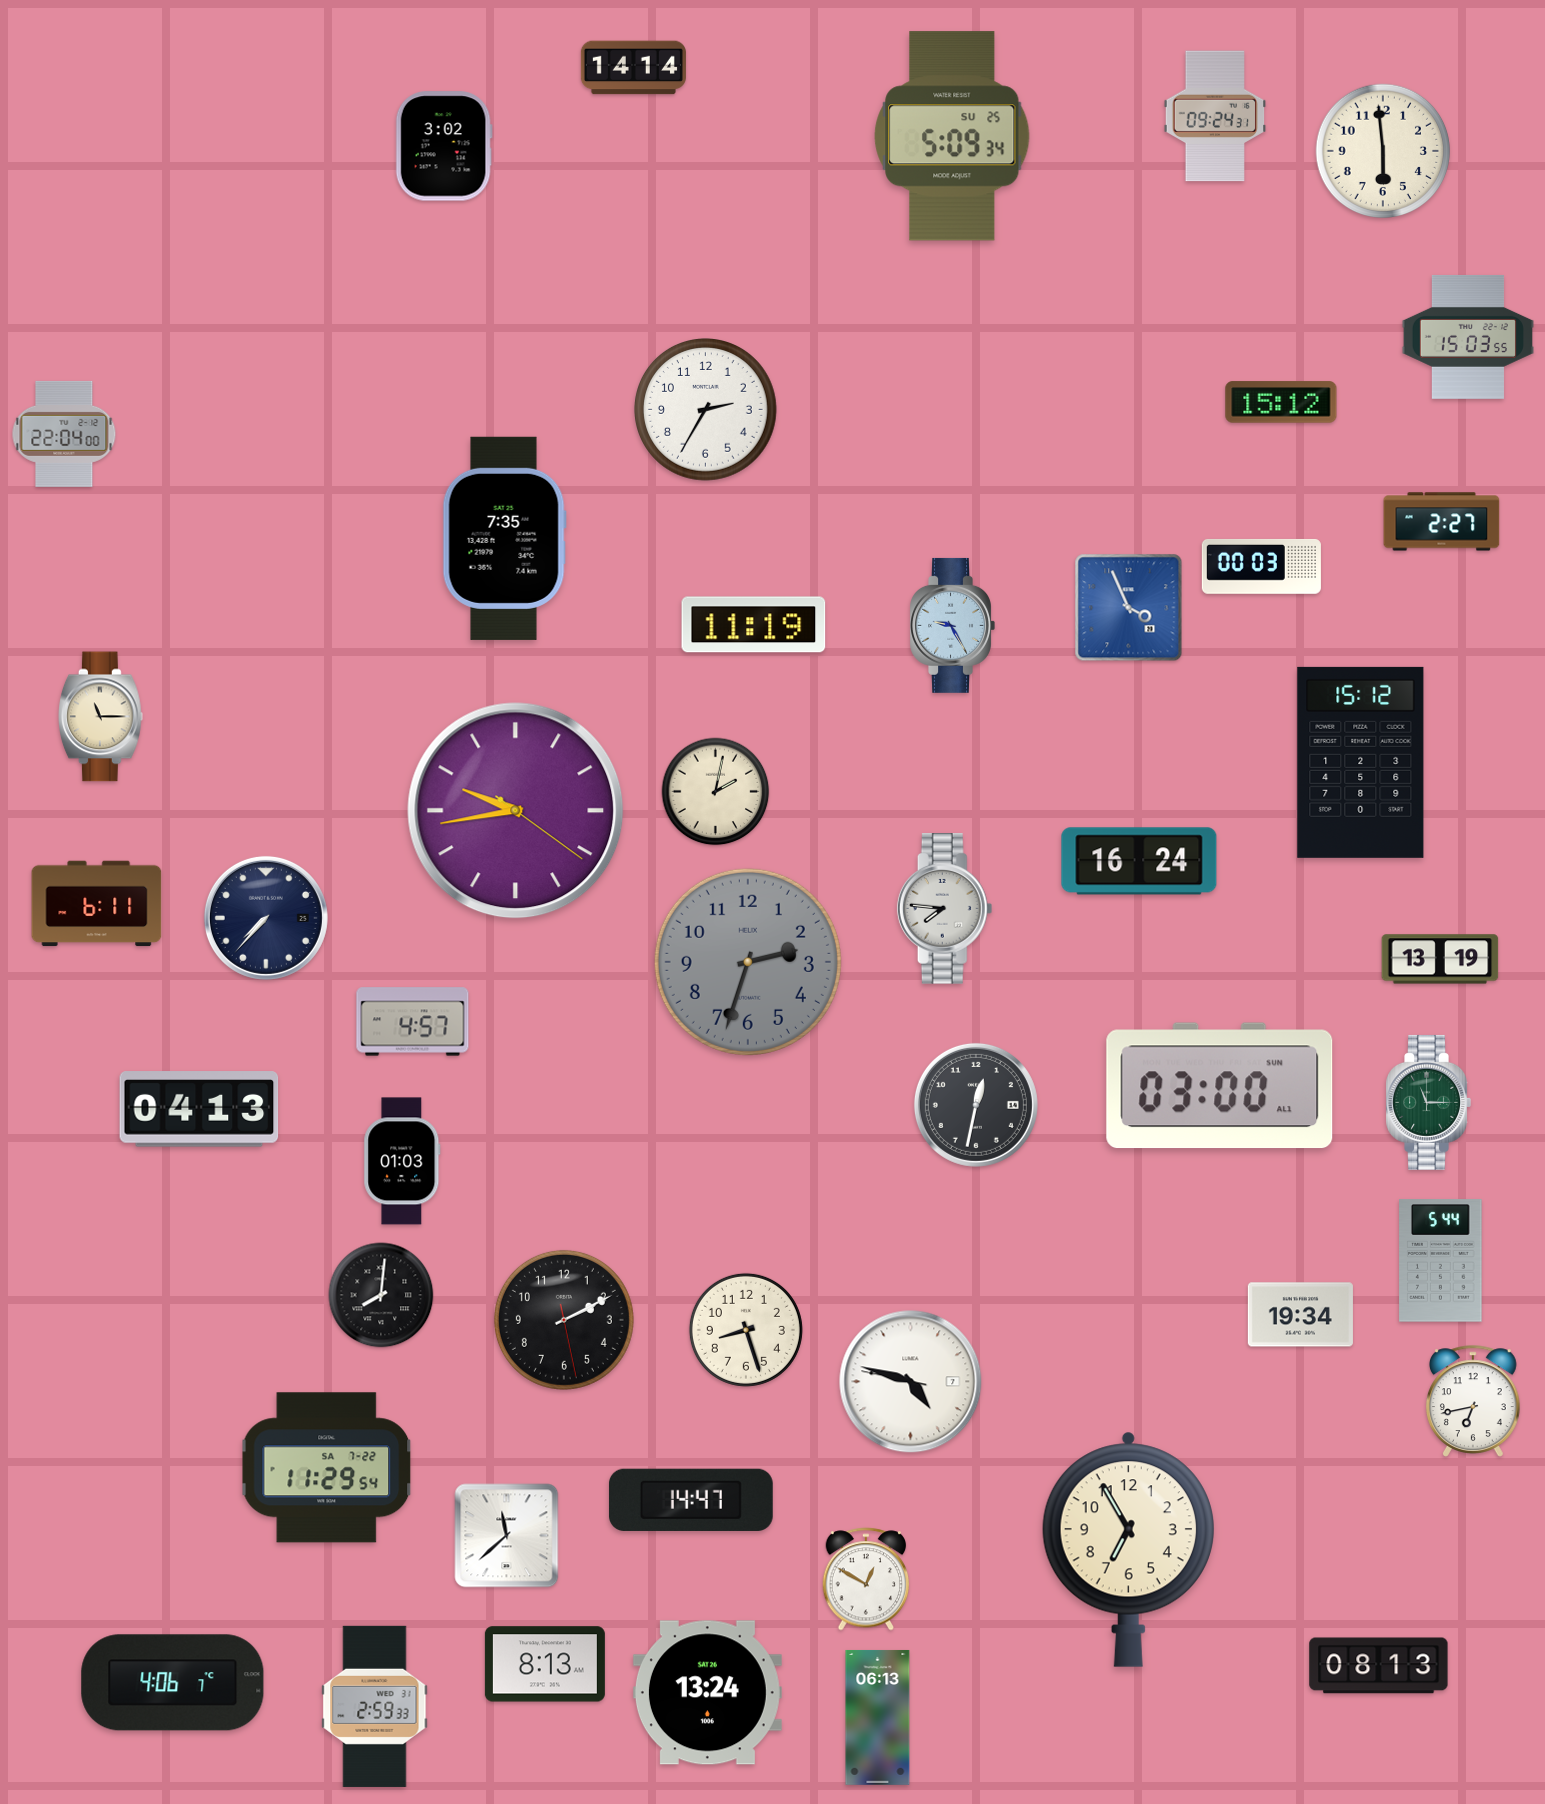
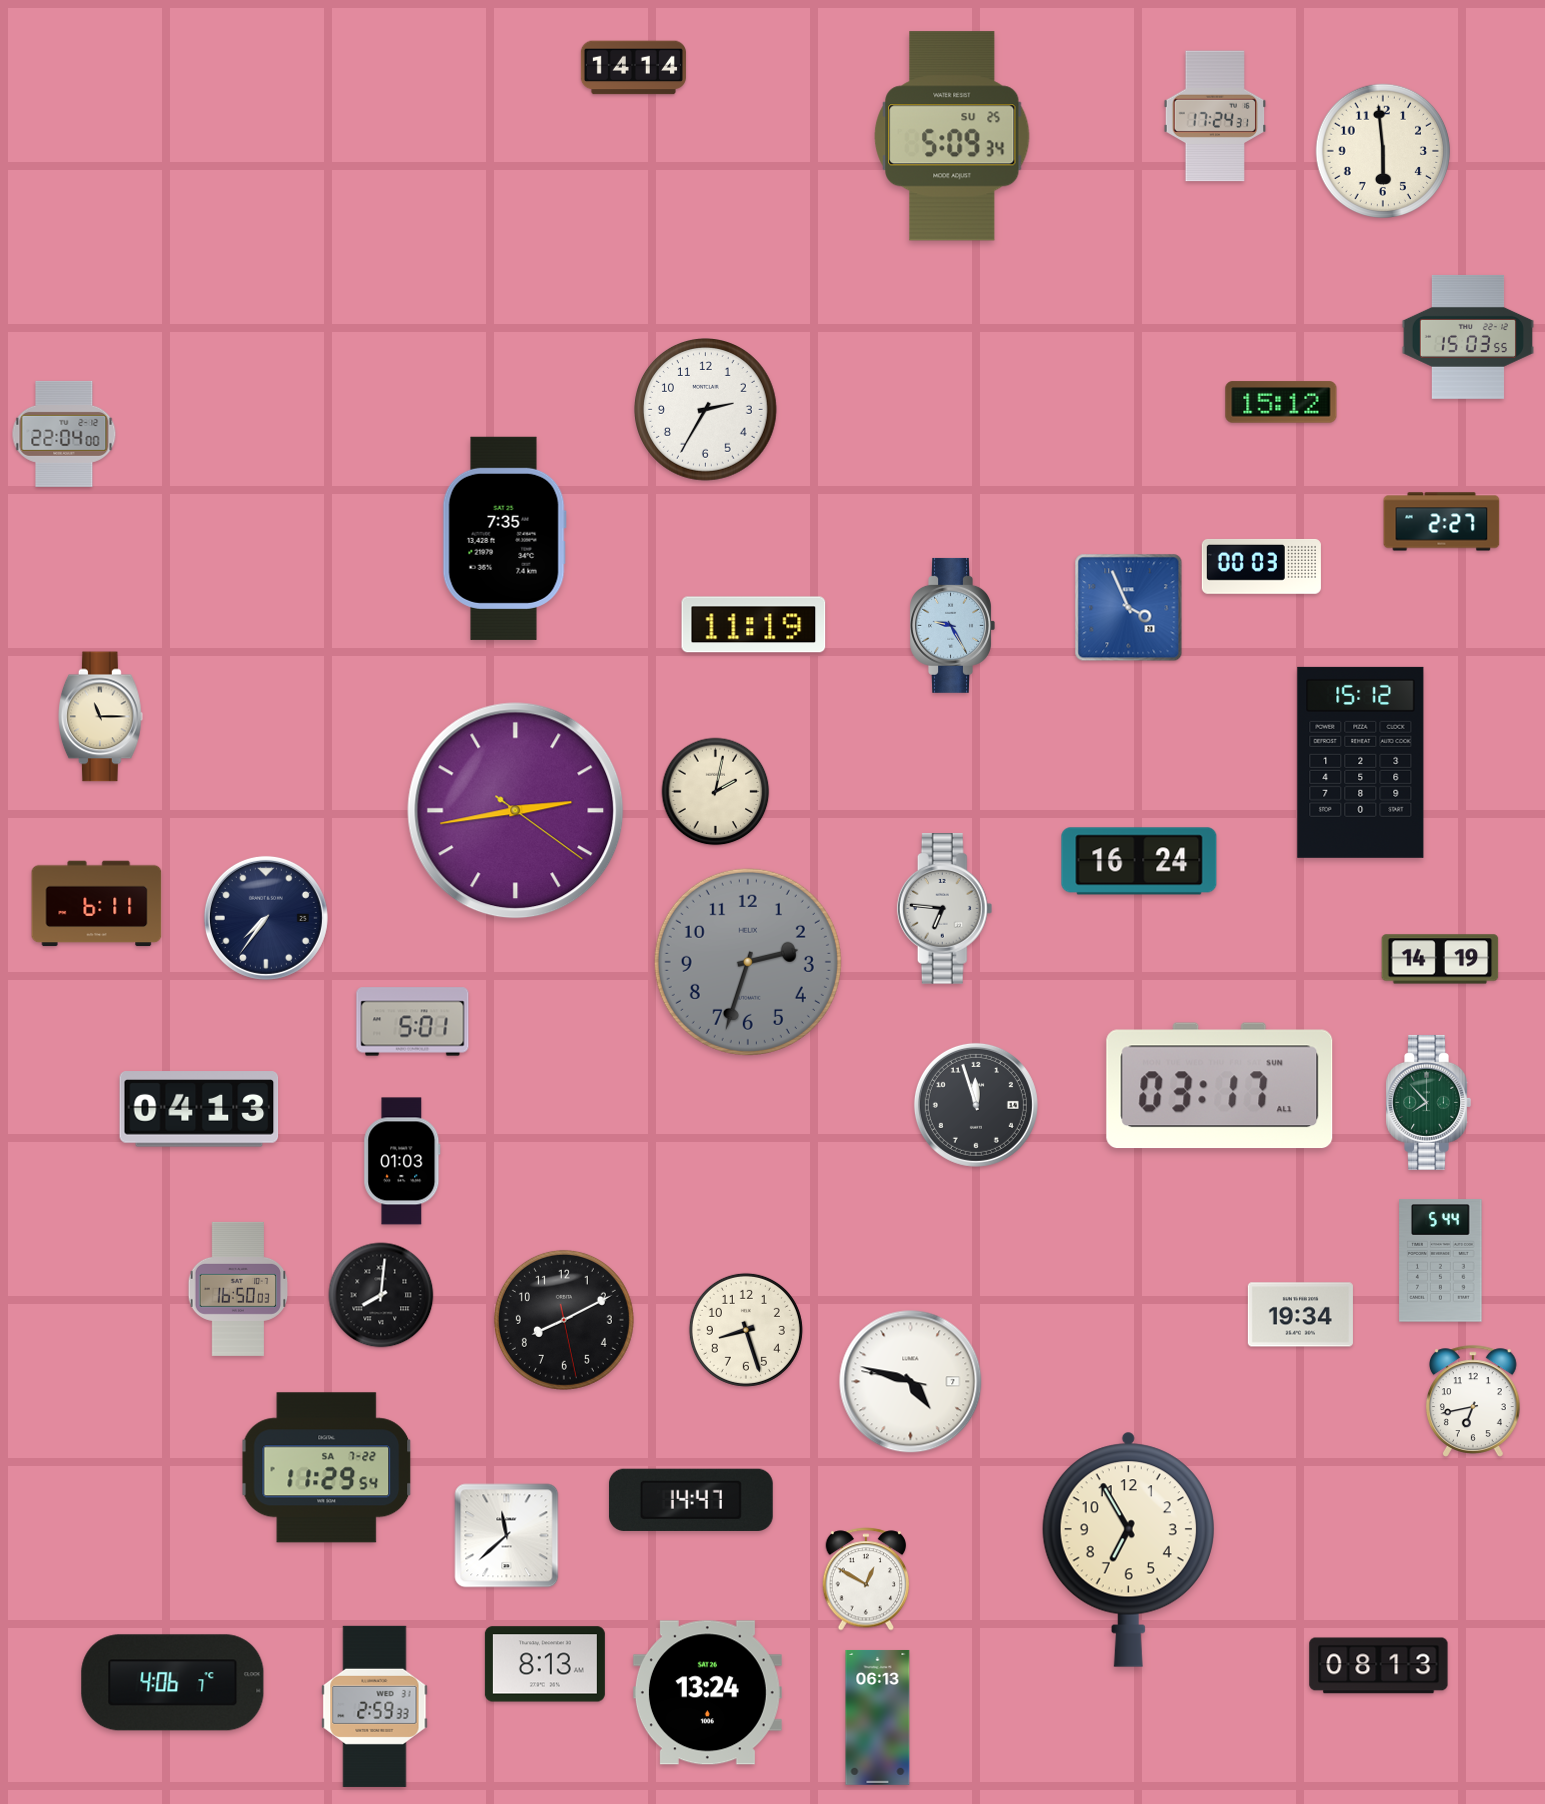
clock at (1215, 116): 09:24 -> 17:24
clock at (444, 146): 3:02 -> none
clock at (516, 811): 9:43 -> 2:43
clock at (945, 909): 7:46 -> 6:46
clock at (266, 918): 7:37 -> 7:36
clock at (1440, 959): 13:19 -> 14:19
clock at (413, 1022): 4:57 -> 5:01
clock at (1220, 1085): 03:00 -> 03:17
clock at (1428, 1102): 11:15 -> 7:53
clock at (976, 1105): 12:32 -> 11:57
clock at (238, 1289): none -> 16:50
clock at (564, 1320): 2:10 -> 8:10
